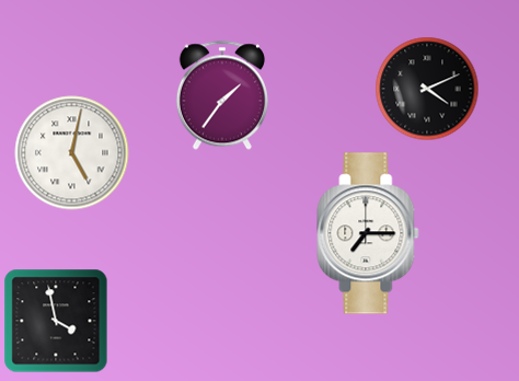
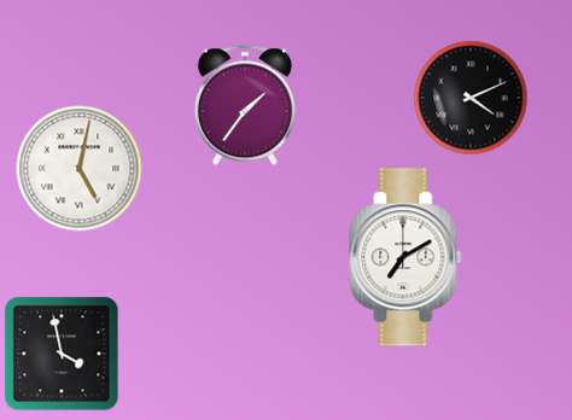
clock at (368, 233): 7:15 -> 7:10
